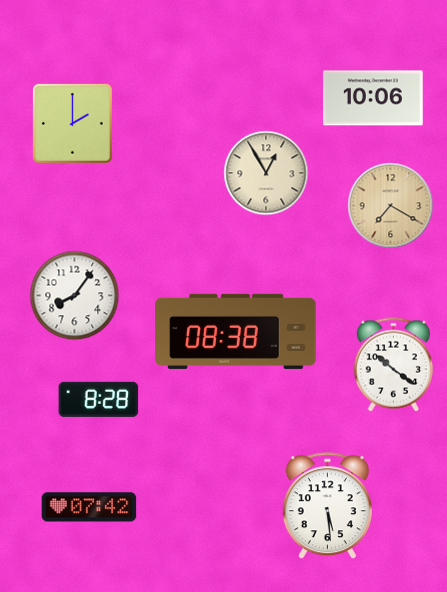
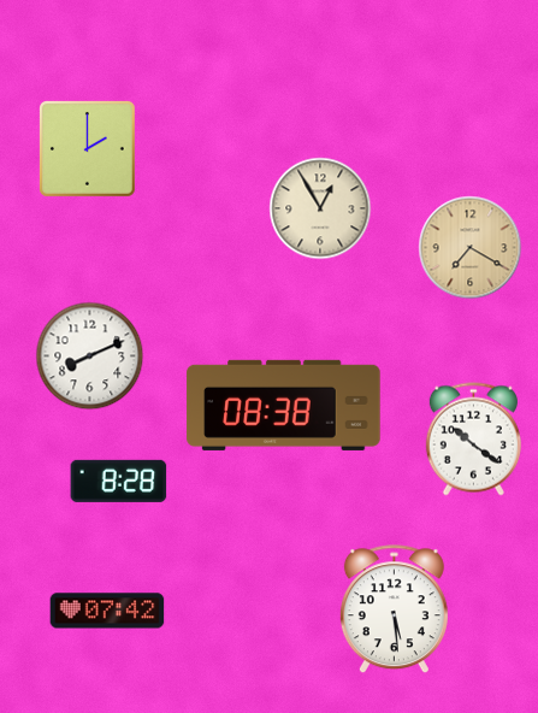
clock at (374, 98): 10:06 -> none
clock at (75, 296): 8:06 -> 8:11
clock at (236, 331) position: (236, 331) -> (284, 405)
